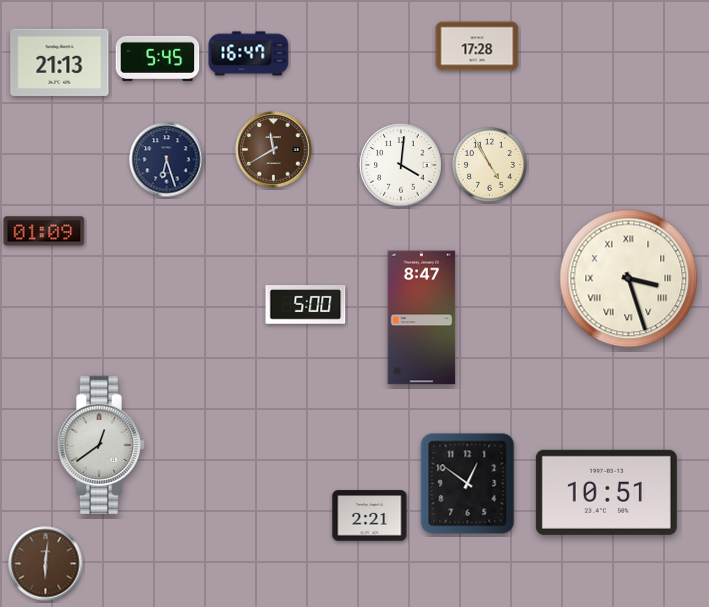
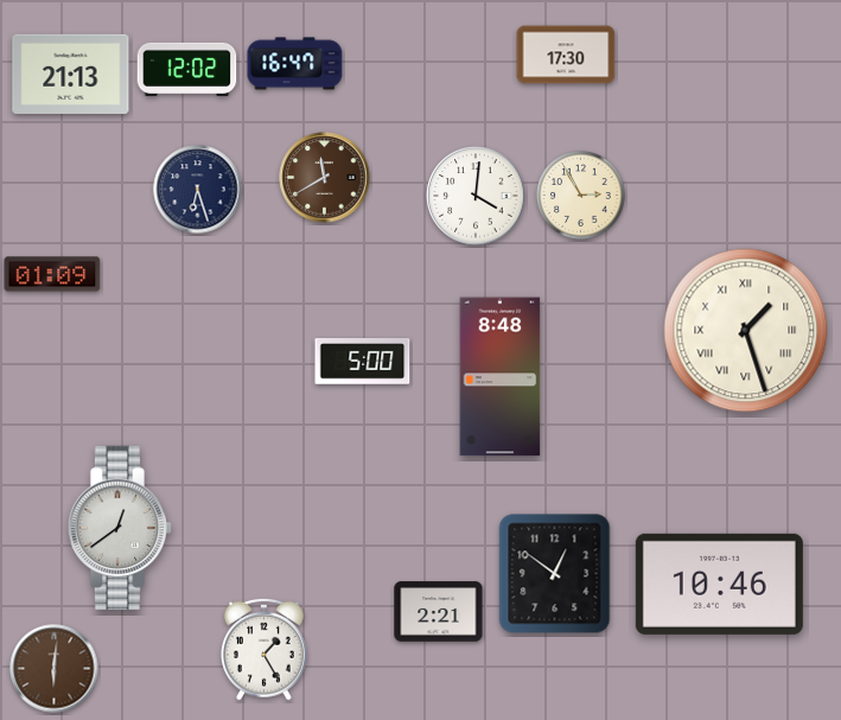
clock at (477, 46): 17:28 -> 17:30
clock at (158, 58): 5:45 -> 12:02
clock at (490, 165): 4:55 -> 2:55
clock at (629, 279): 3:27 -> 1:27
clock at (422, 318): 8:47 -> 8:48
clock at (606, 492): 10:51 -> 10:46
clock at (265, 649): none -> 1:25
